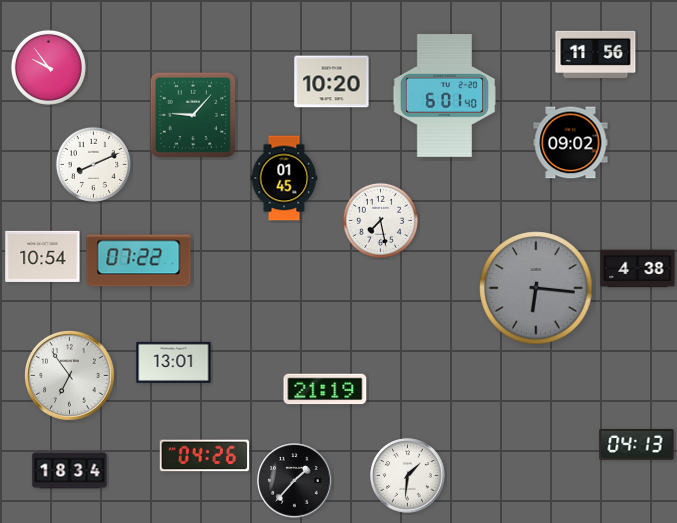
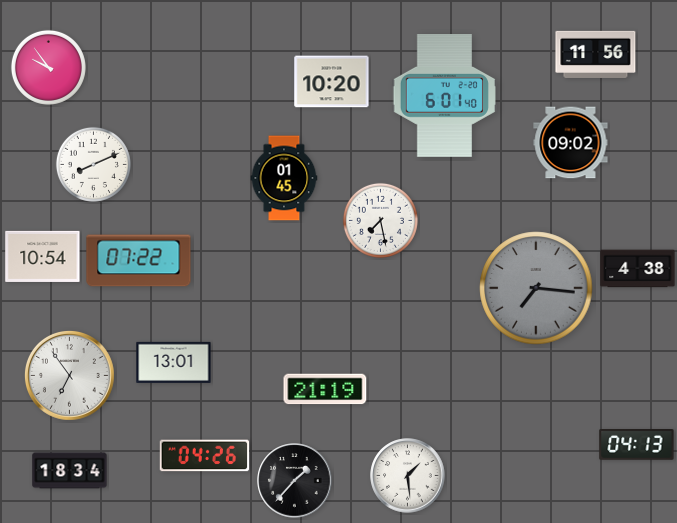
clock at (192, 114): 9:07 -> none
clock at (536, 288): 6:16 -> 7:16
clock at (408, 476): 1:31 -> 1:29
